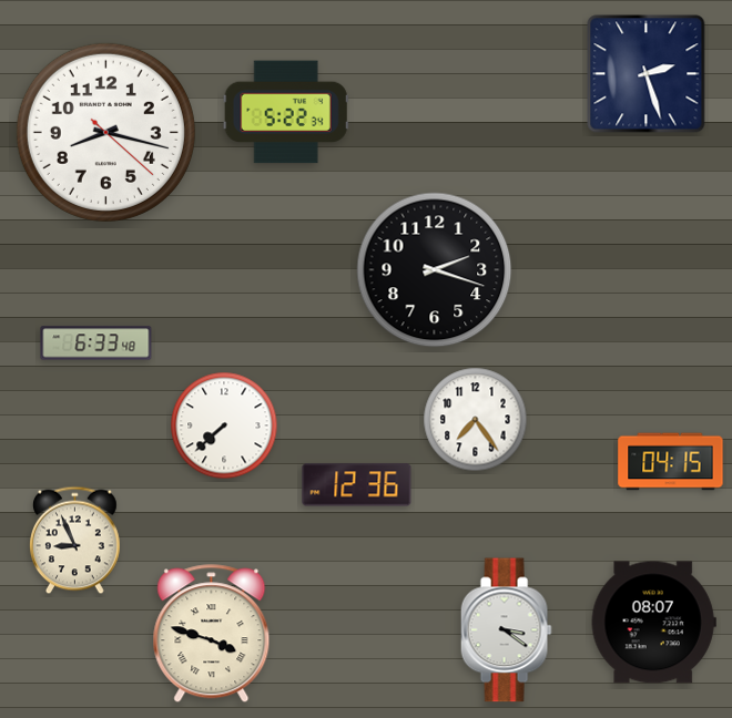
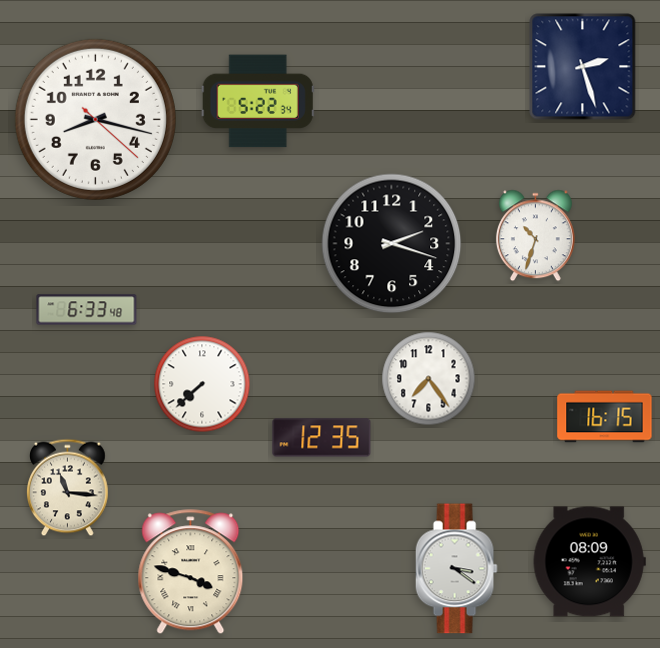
clock at (535, 236): none -> 10:33
clock at (671, 462): 04:15 -> 16:15
clock at (357, 485): 12:36 -> 12:35
clock at (75, 541): 8:56 -> 11:16
clock at (653, 623): 08:07 -> 08:09
